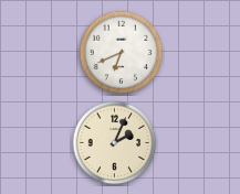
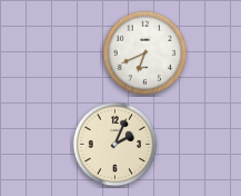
clock at (122, 53) position: (122, 53) -> (145, 53)
